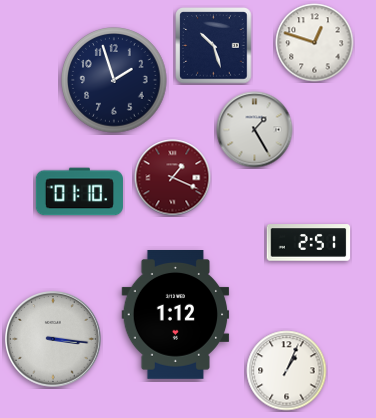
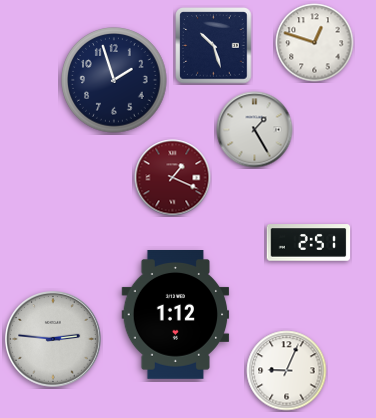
clock at (79, 192): 01:10 -> none
clock at (53, 339): 3:16 -> 2:46
clock at (287, 371): 1:04 -> 9:04
